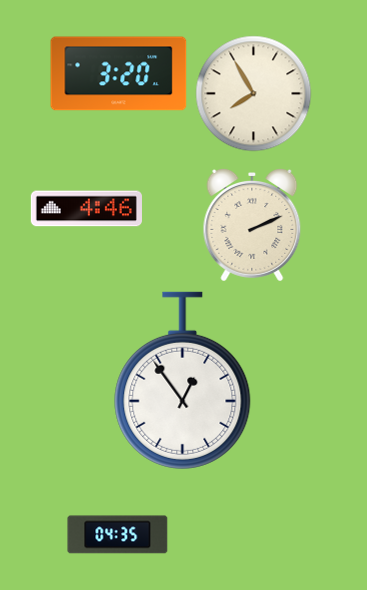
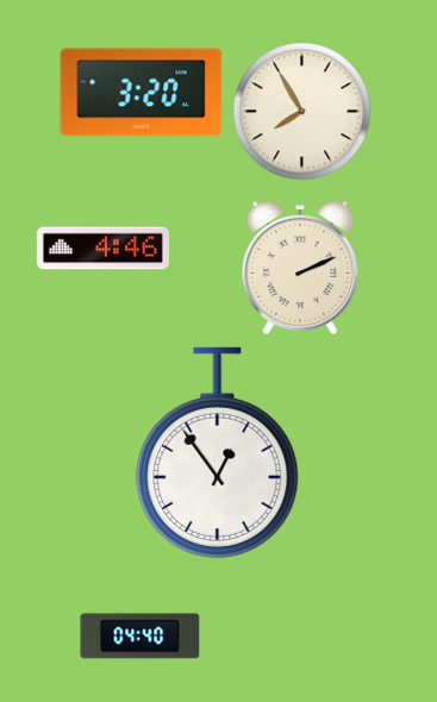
clock at (119, 74) position: (119, 74) -> (142, 93)
clock at (118, 535): 04:35 -> 04:40
